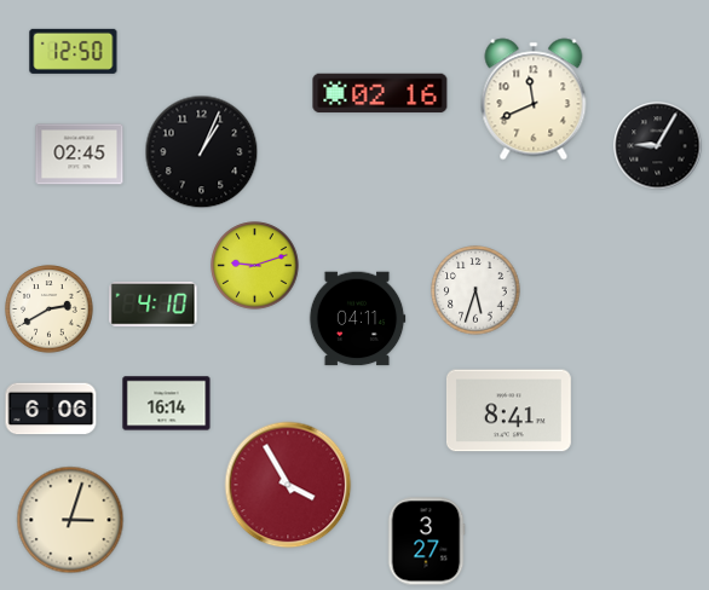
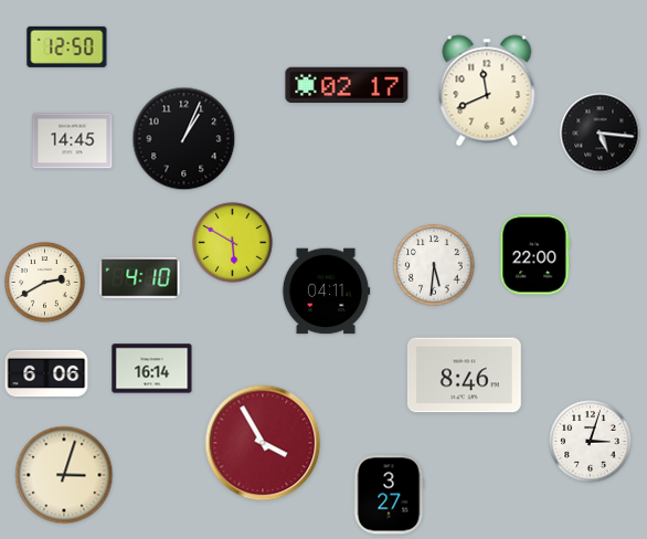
clock at (380, 93): 02:16 -> 02:17
clock at (658, 146): 9:05 -> 5:16
clock at (80, 155): 02:45 -> 14:45
clock at (255, 266): 9:12 -> 5:50
clock at (535, 255): none -> 22:00
clock at (475, 290): 5:33 -> 5:31
clock at (508, 411): 8:41 -> 8:46
clock at (591, 442): none -> 3:03
